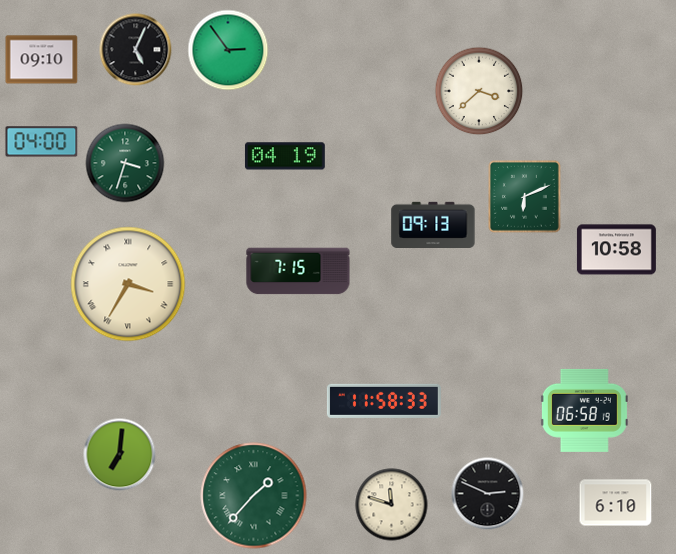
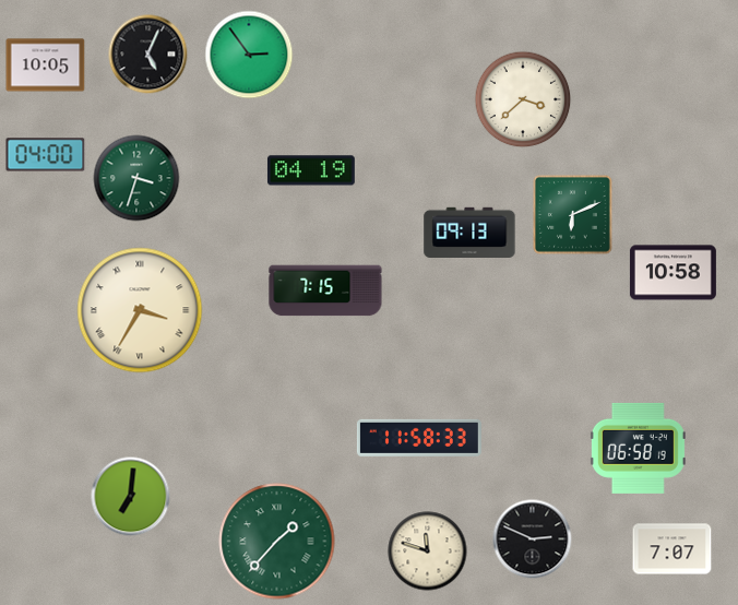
clock at (42, 60): 09:10 -> 10:05
clock at (433, 224) position: (433, 224) -> (469, 232)
clock at (298, 271) position: (298, 271) -> (325, 290)
clock at (616, 503): 6:10 -> 7:07
